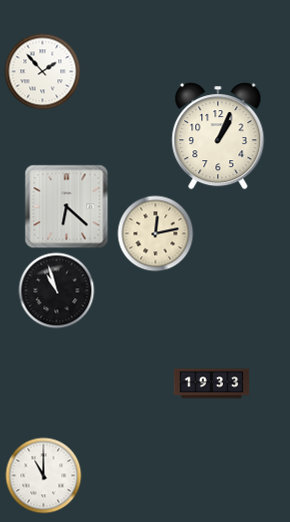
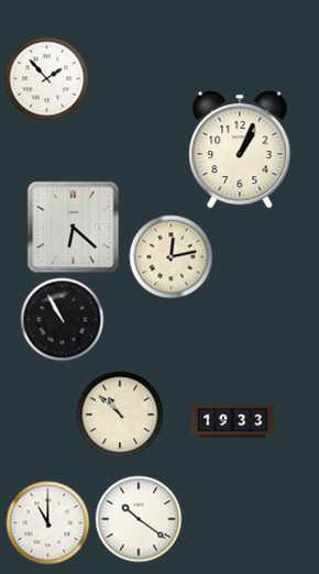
clock at (57, 291): 10:57 -> 10:55
clock at (120, 415): none -> 10:52
clock at (139, 519): none -> 10:21
